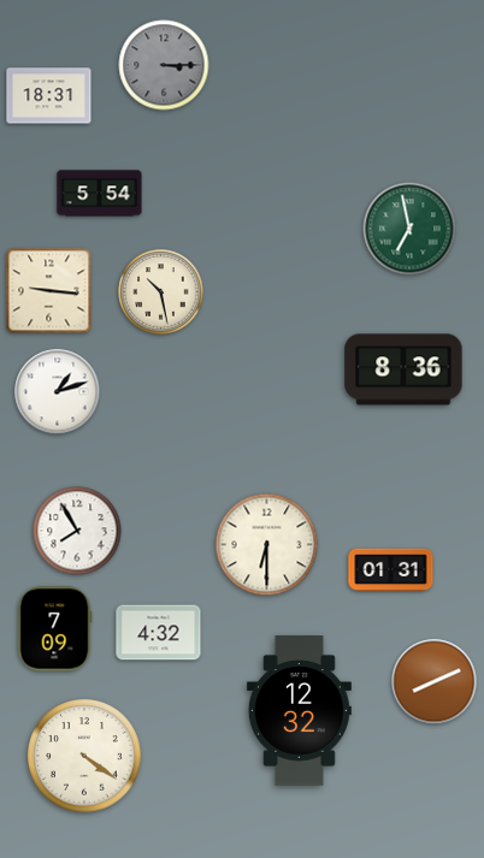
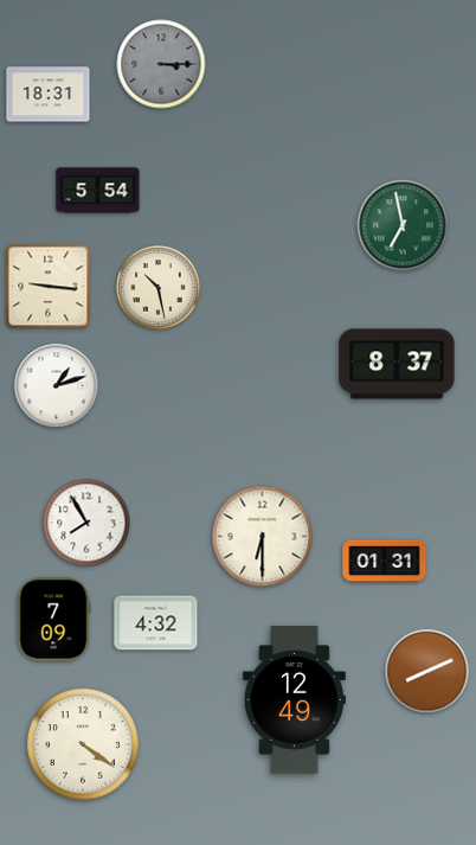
clock at (403, 369): 8:36 -> 8:37
clock at (77, 531) position: (77, 531) -> (86, 523)
clock at (299, 711): 12:32 -> 12:49
